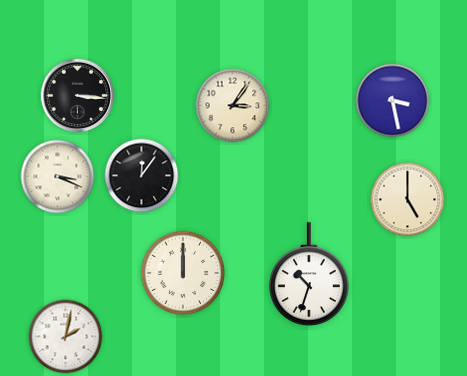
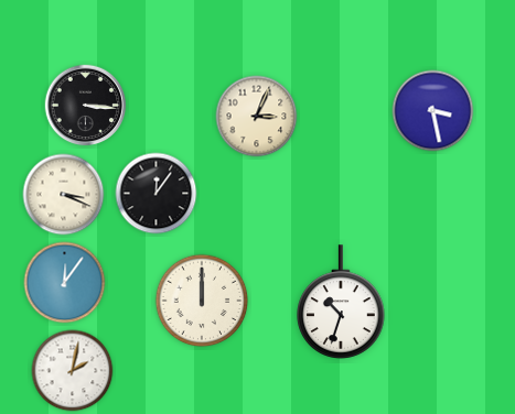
clock at (233, 106): 3:06 -> 3:04
clock at (408, 200): 5:00 -> none
clock at (65, 283): none -> 12:06
